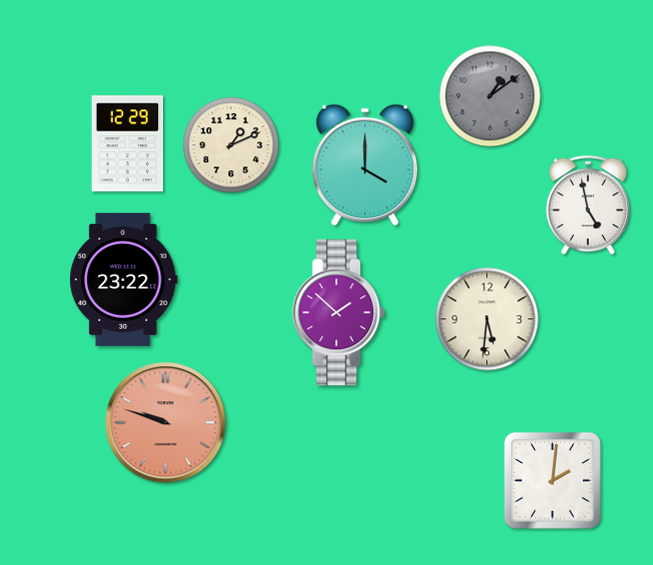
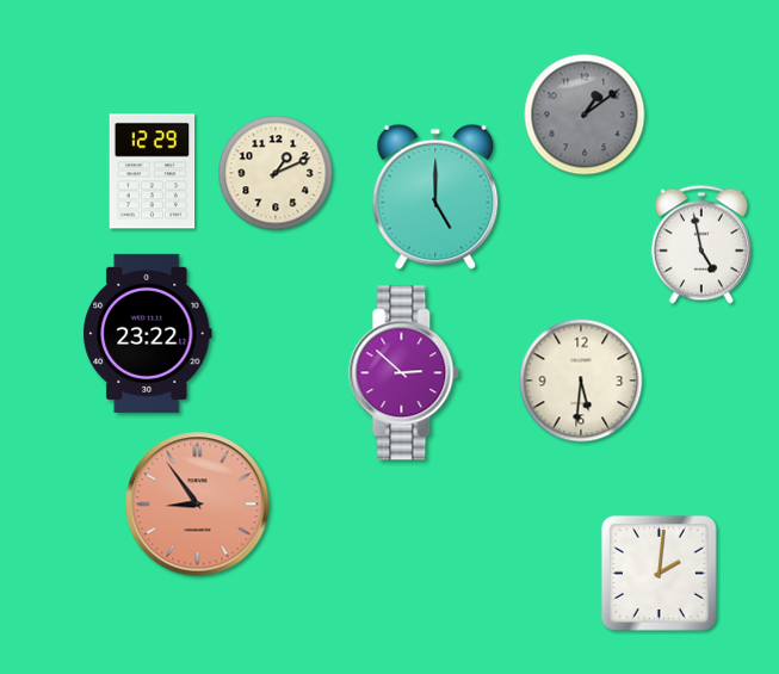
clock at (365, 165): 4:00 -> 5:00
clock at (339, 313): 1:52 -> 2:52
clock at (166, 423): 9:48 -> 8:54
